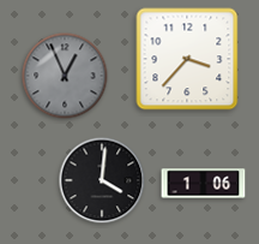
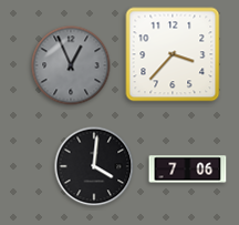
clock at (65, 76) position: (65, 76) -> (71, 65)
clock at (204, 184): 1:06 -> 7:06
